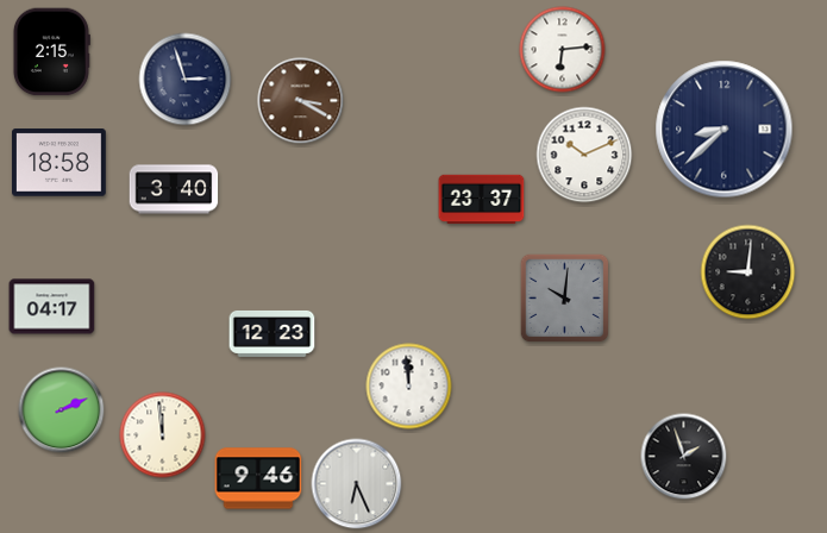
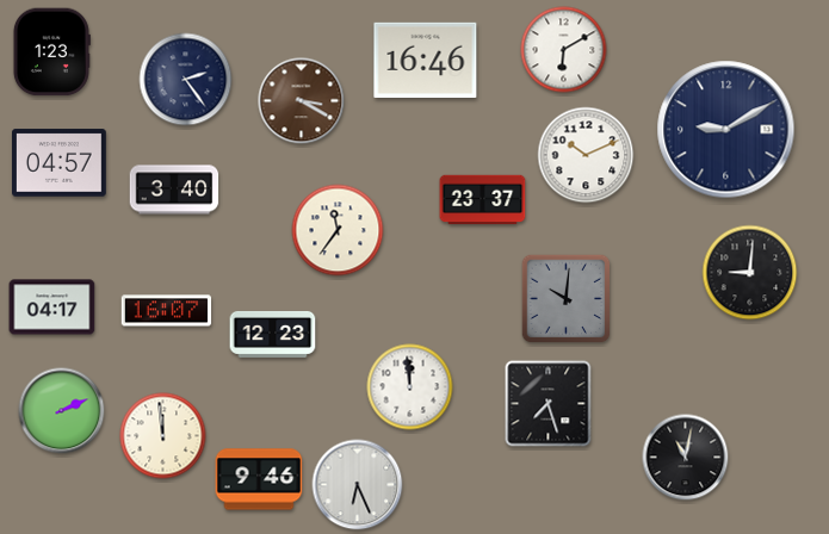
clock at (563, 50): 6:14 -> 6:10
clock at (51, 52): 2:15 -> 1:23
clock at (426, 60): none -> 16:46
clock at (186, 80): 2:57 -> 2:24
clock at (725, 130): 8:38 -> 9:10
clock at (59, 163): 18:58 -> 04:57
clock at (338, 230): none -> 11:36
clock at (167, 311): none -> 16:07
clock at (549, 404): none -> 7:27
clock at (684, 457): 1:57 -> 11:02
